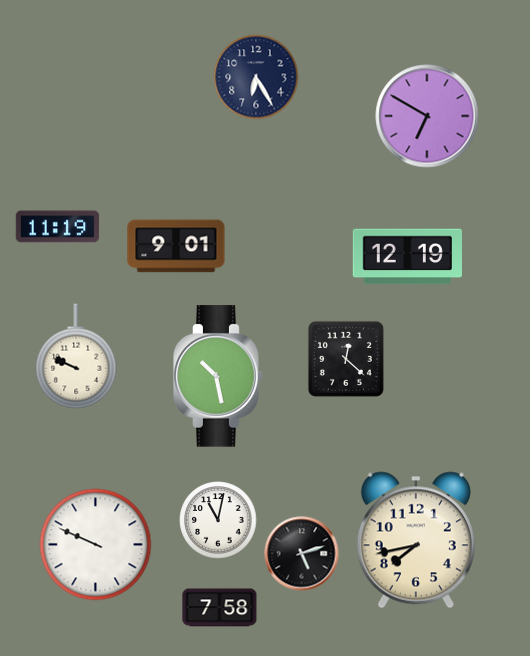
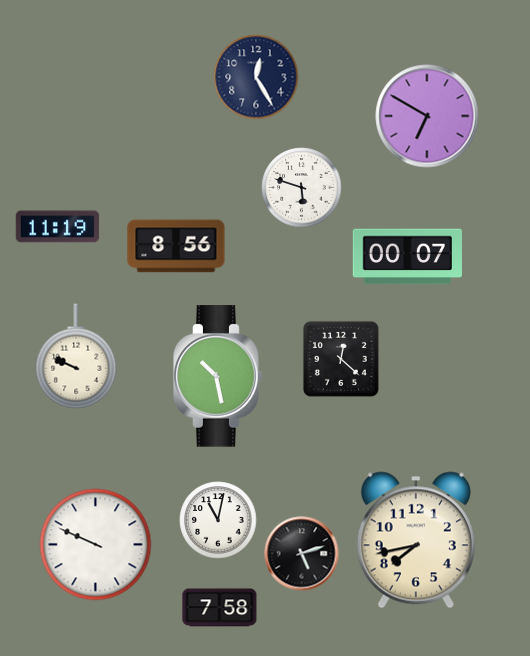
clock at (256, 77): 6:25 -> 12:25
clock at (302, 188): none -> 5:48
clock at (176, 246): 9:01 -> 8:56
clock at (407, 257): 12:19 -> 00:07
clock at (346, 359) position: (346, 359) -> (341, 359)
